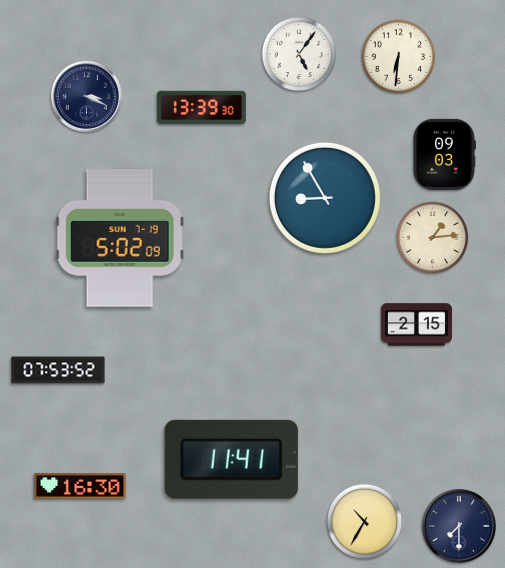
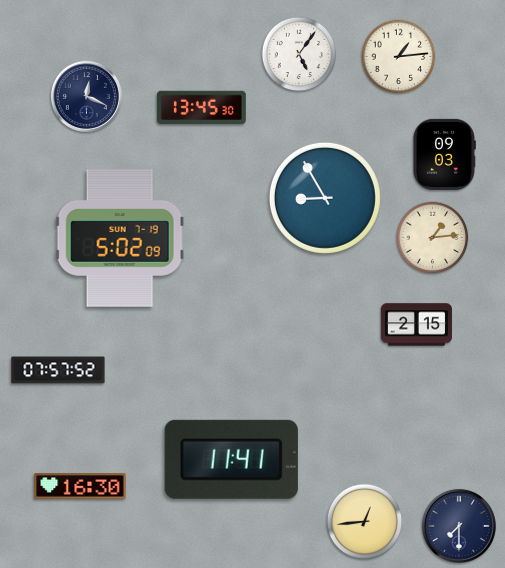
clock at (399, 57): 6:31 -> 1:14
clock at (86, 96): 3:19 -> 12:19
clock at (201, 107): 13:39 -> 13:45
clock at (58, 370): 07:53 -> 07:57
clock at (365, 522): 10:35 -> 12:44
